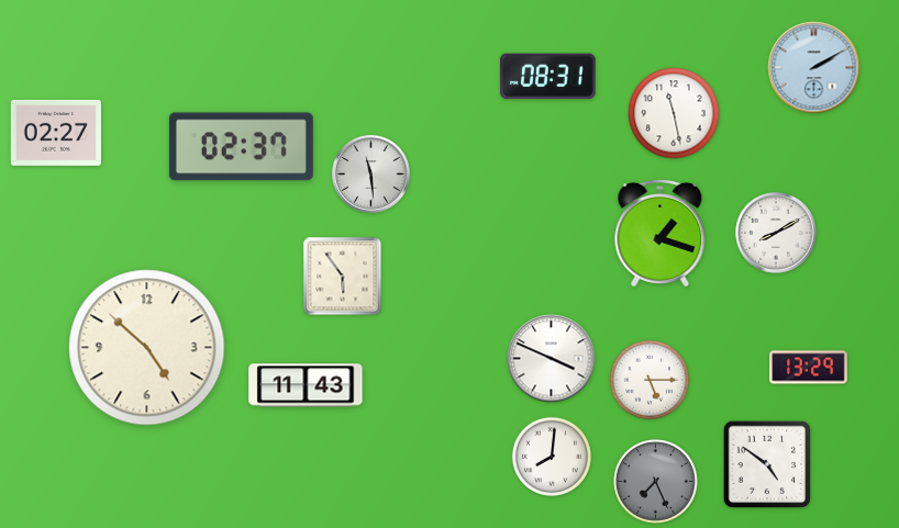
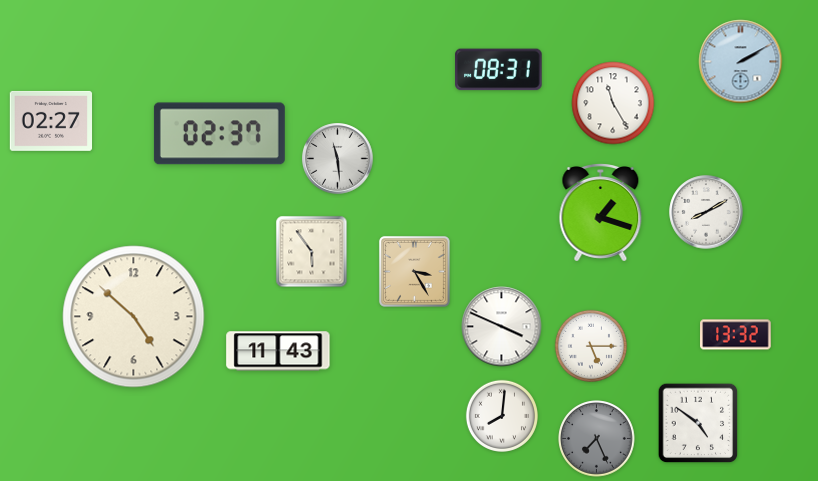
clock at (674, 113): 11:28 -> 11:25
clock at (414, 271): none -> 3:25
clock at (809, 368): 13:29 -> 13:32
